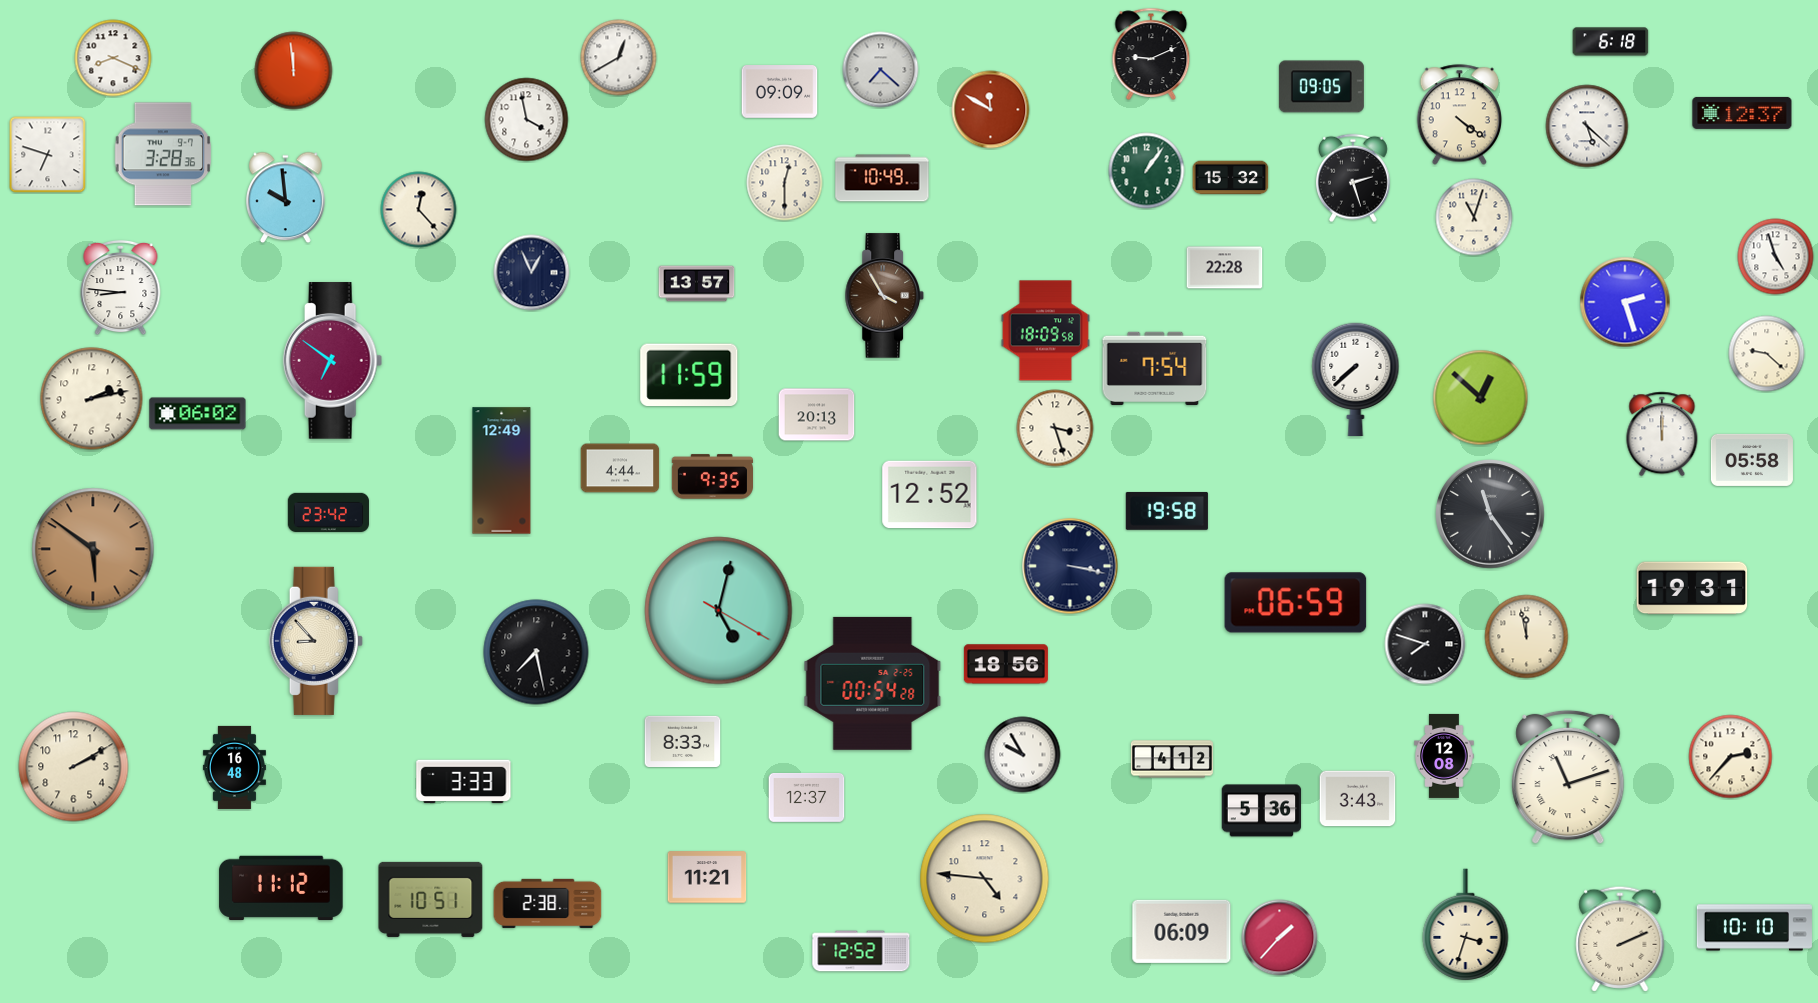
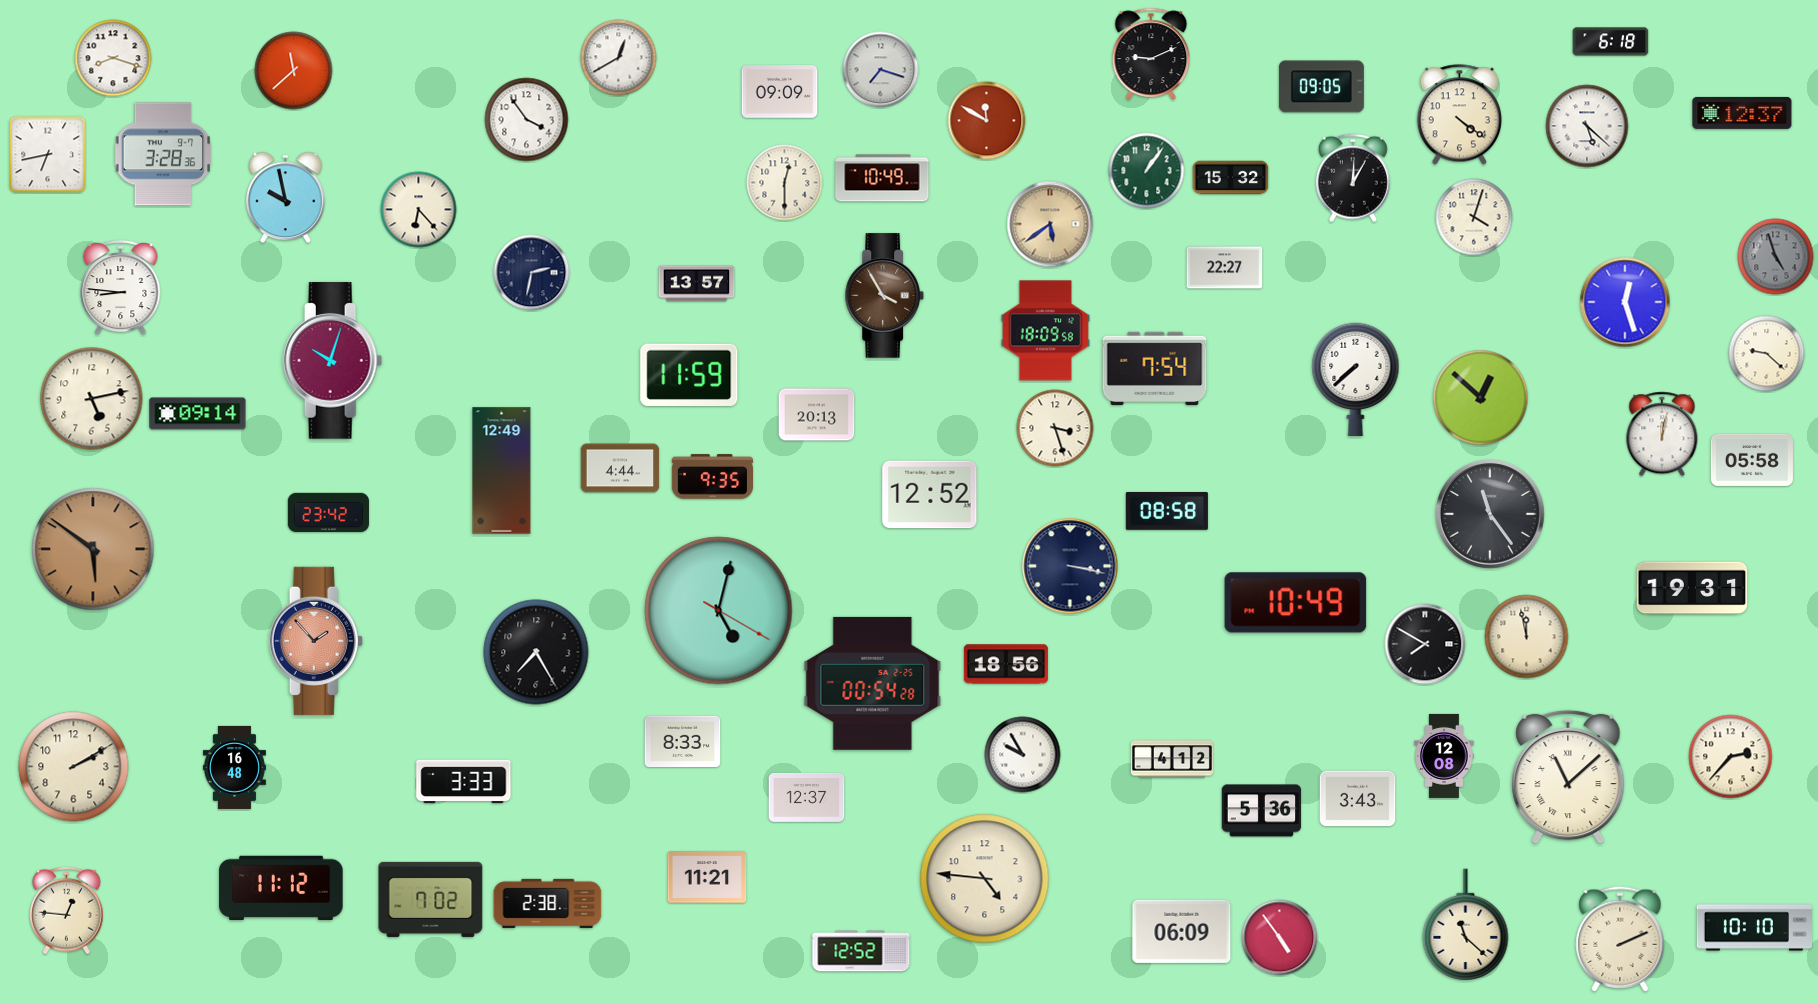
clock at (113, 58): 8:19 -> 8:18
clock at (881, 70): 7:22 -> 7:18
clock at (294, 71): 11:59 -> 11:38
clock at (991, 110) position: (991, 110) -> (987, 121)
clock at (527, 120): 3:58 -> 3:54
clock at (48, 155): 6:48 -> 6:43
clock at (1353, 178): 2:27 -> 12:05
clock at (286, 198): 9:59 -> 9:58
clock at (419, 210): 12:23 -> 6:23
clock at (1474, 217): 11:03 -> 4:03
clock at (1050, 224): none -> 5:39
clock at (1776, 257) dial: white -> grey
clock at (1225, 268): 22:28 -> 22:27
clock at (532, 273): 12:56 -> 2:32
clock at (1625, 302): 2:27 -> 12:27
clock at (333, 361): 6:51 -> 10:03
clock at (92, 399): 2:13 -> 5:13
clock at (198, 414): 06:02 -> 09:14
clock at (1662, 434): 12:00 -> 12:02
clock at (1167, 511): 19:58 -> 08:58
clock at (1296, 603): 06:59 -> 10:49
clock at (316, 641): 8:53 -> 1:53
clock at (316, 641) dial: cream -> salmon
clock at (1425, 644): 7:48 -> 7:50
clock at (536, 652): 7:28 -> 7:25
clock at (1568, 777): 11:12 -> 11:08
clock at (431, 899): 10:51 -> 7:02
clock at (67, 911): none -> 12:46
clock at (1466, 925): 3:33 -> 11:22
clock at (1280, 938): 1:37 -> 4:54
